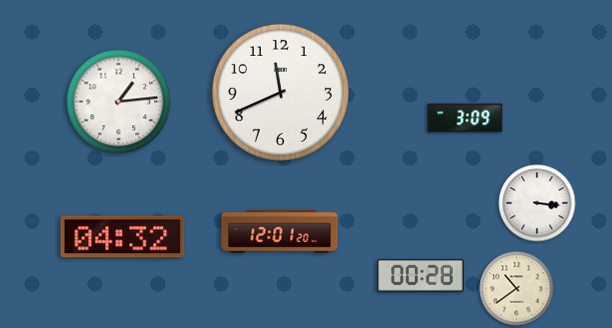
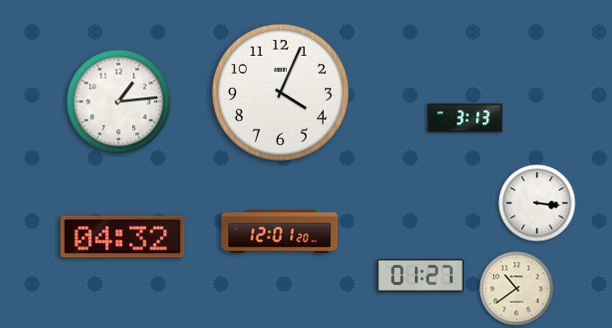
clock at (280, 92): 11:41 -> 4:04
clock at (465, 118): 3:09 -> 3:13
clock at (421, 275): 00:28 -> 01:27
